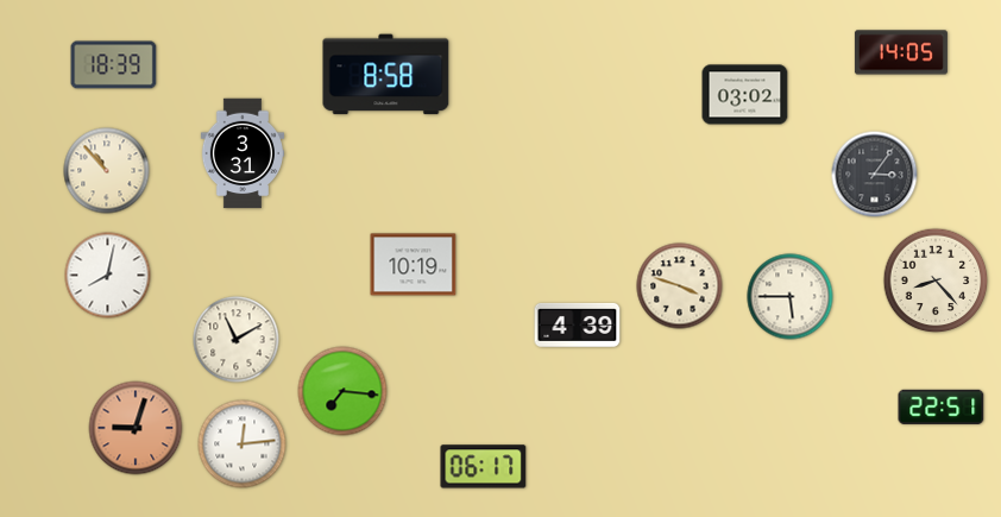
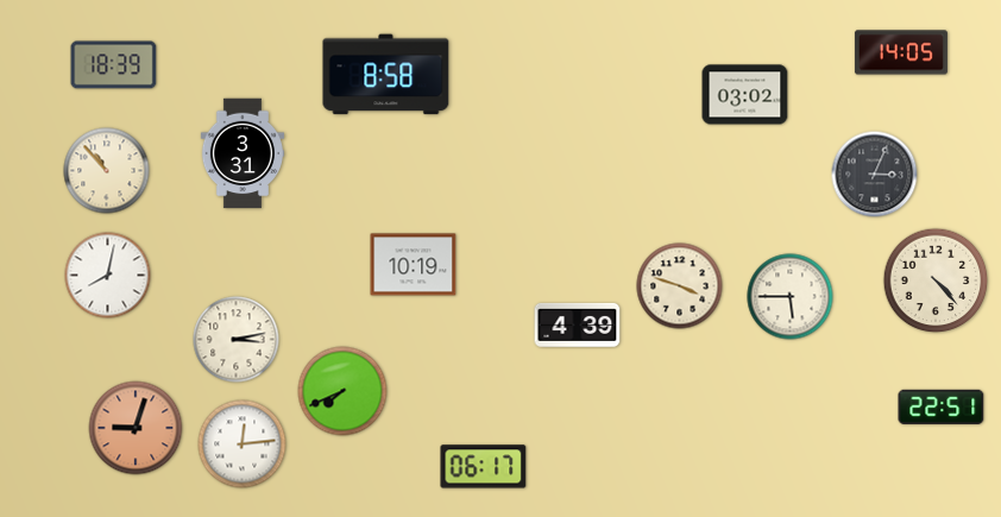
clock at (875, 175): 3:06 -> 3:04
clock at (936, 280): 8:23 -> 4:23
clock at (237, 340): 11:10 -> 3:13
clock at (342, 391): 7:16 -> 7:41
